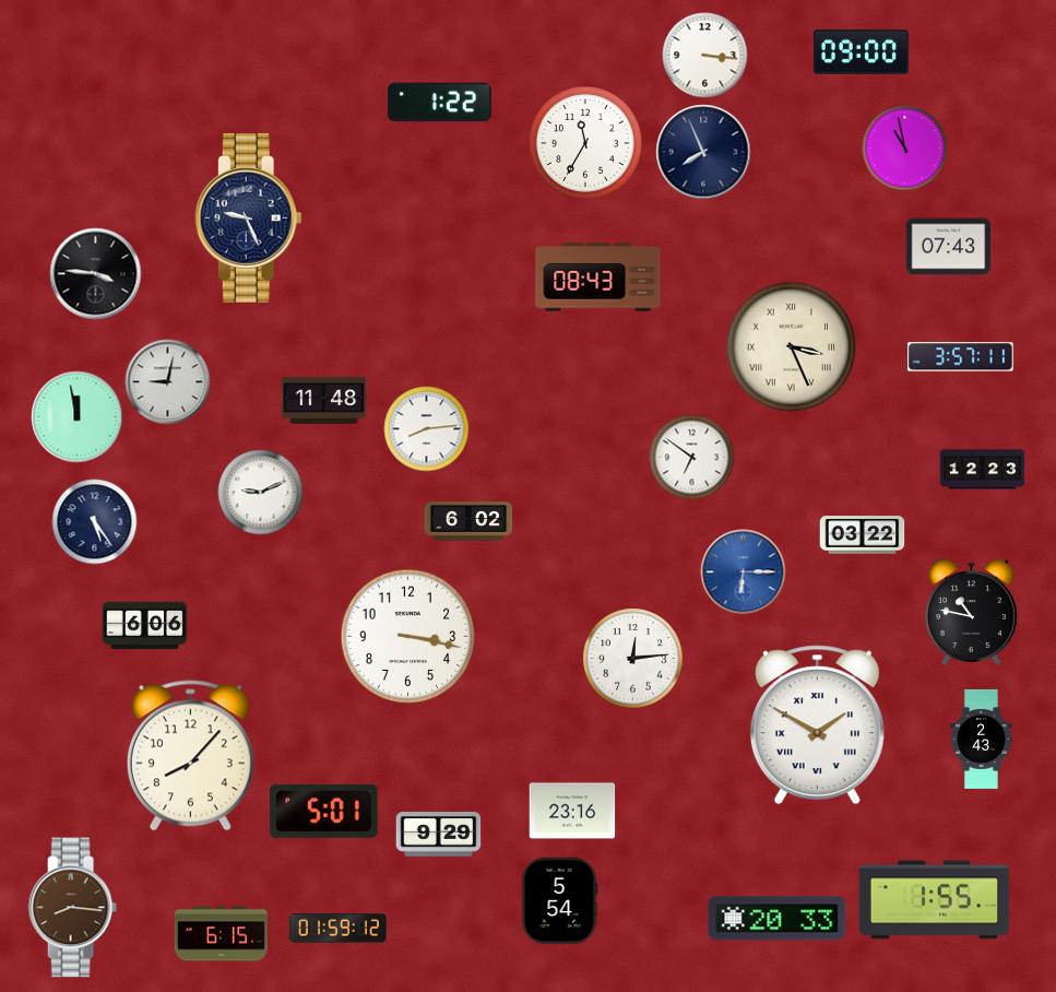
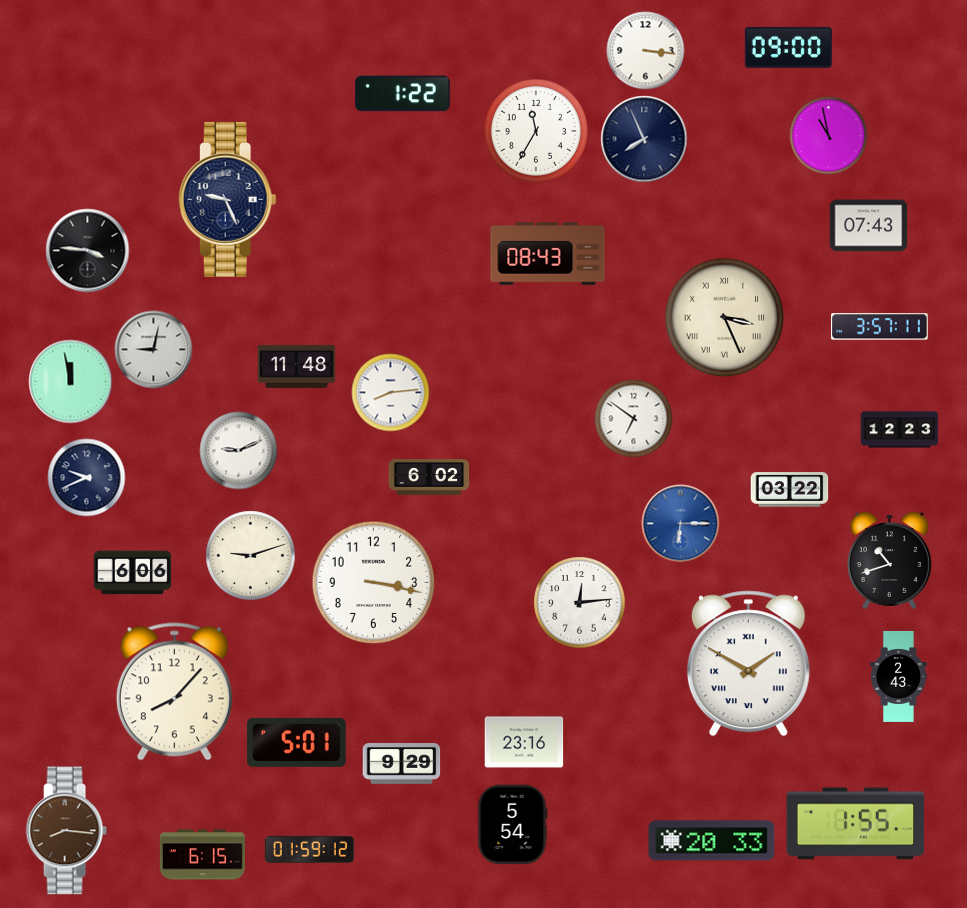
clock at (94, 521): 5:24 -> 9:41
clock at (250, 555): none -> 9:12
clock at (972, 612): 10:47 -> 10:42
